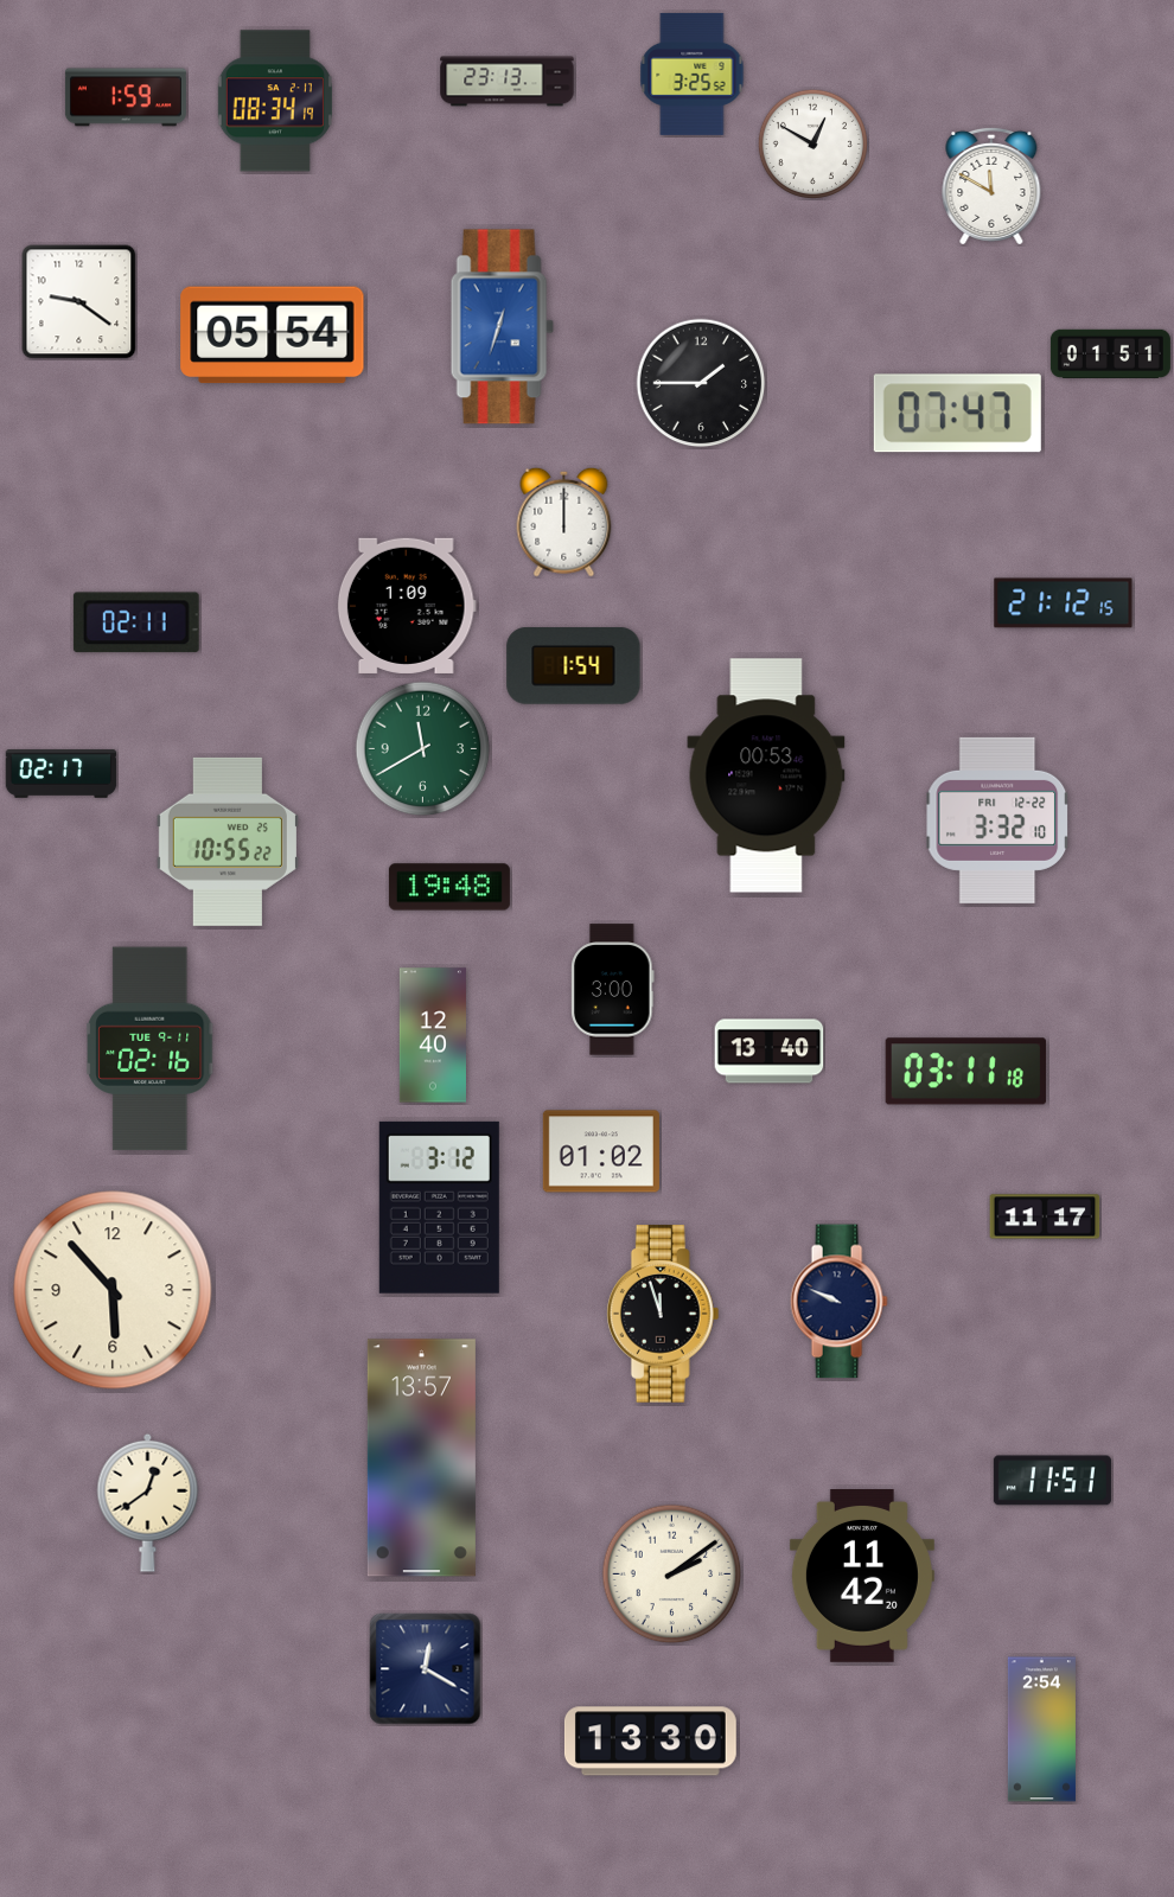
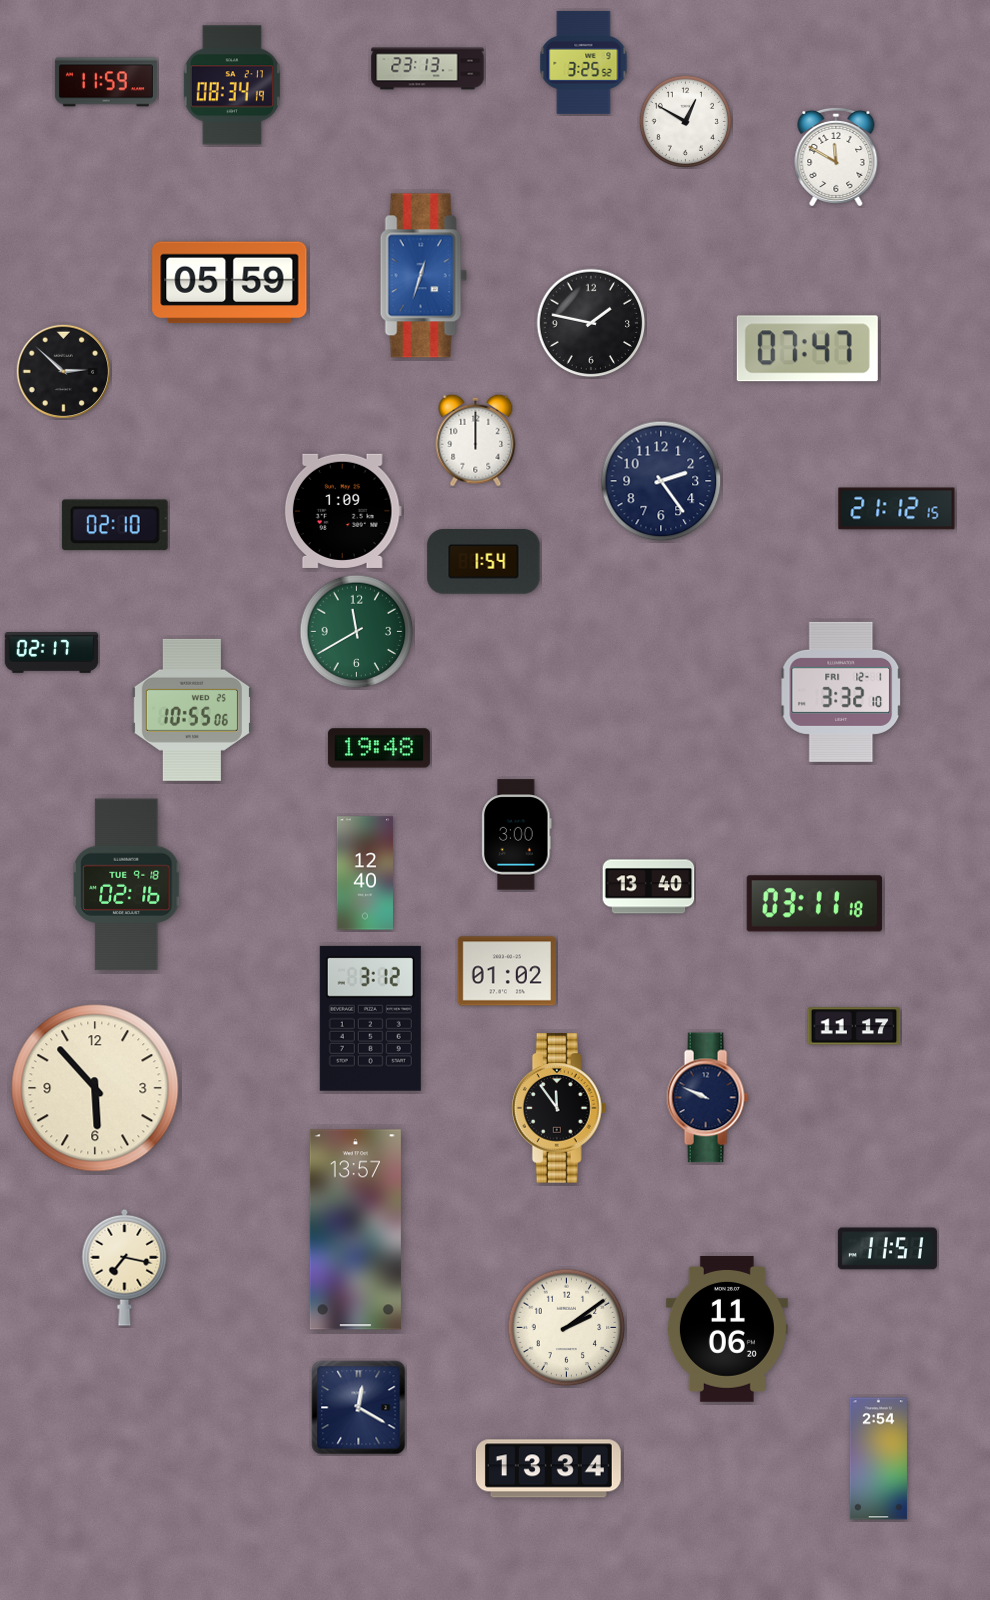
clock at (126, 97): 1:59 -> 11:59
clock at (79, 302): 9:21 -> none
clock at (273, 336): 05:54 -> 05:59
clock at (1110, 353): 01:51 -> none
clock at (701, 383): 1:45 -> 1:47
clock at (63, 371): none -> 2:52
clock at (661, 481): none -> 2:24
clock at (136, 622): 02:11 -> 02:10
clock at (766, 775): 00:53 -> none
clock at (997, 820) date: FRI 12-22 -> FRI 12-1
clock at (228, 842): 10:55:22 -> 10:55:06
clock at (151, 1049) date: TUE 9-11 -> TUE 9-18
clock at (1045, 1216) position: (1045, 1216) -> (854, 1026)
clock at (663, 1314): 11:57 -> 11:54
clock at (148, 1502): 12:39 -> 7:17
clock at (862, 1577): 11:42 -> 11:06
clock at (650, 1742): 13:30 -> 13:34
